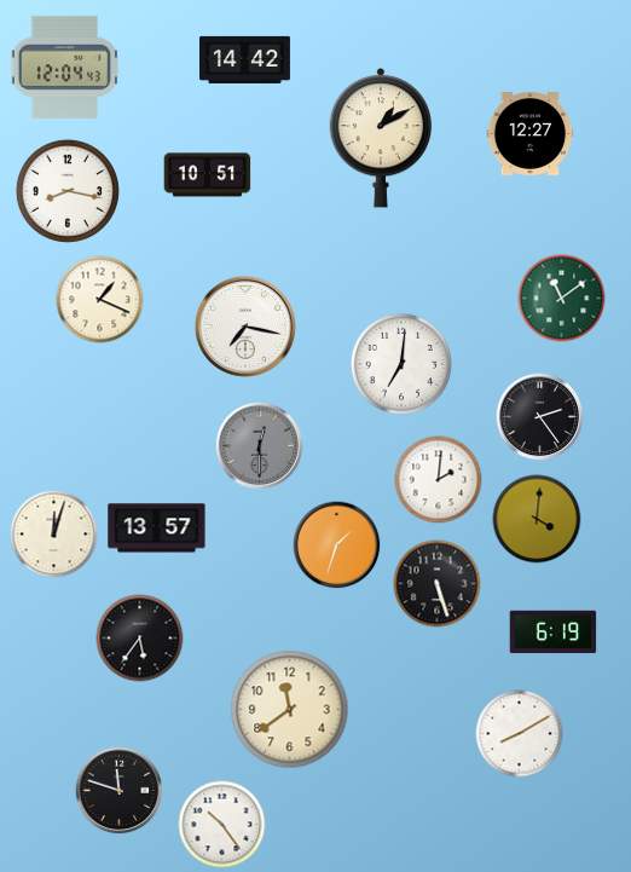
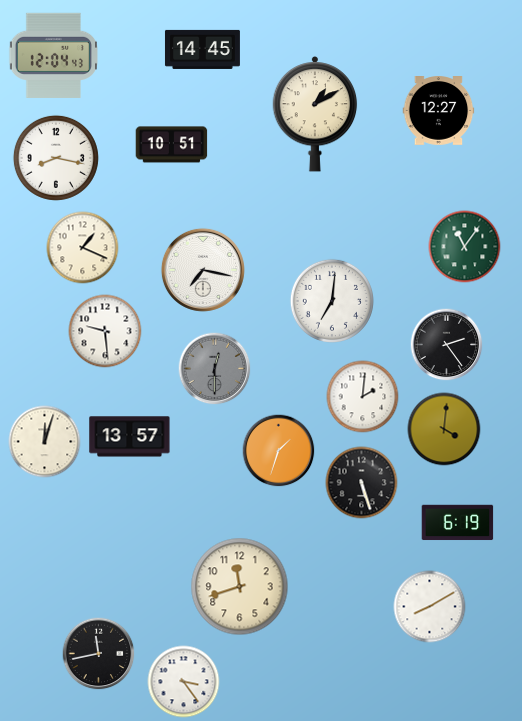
clock at (244, 59): 14:42 -> 14:45
clock at (562, 299): 11:09 -> 11:06
clock at (105, 331): none -> 9:29
clock at (140, 639): 5:36 -> none
clock at (290, 710): 11:39 -> 11:42
clock at (120, 791): 11:48 -> 11:43
clock at (222, 825): 10:24 -> 3:24
